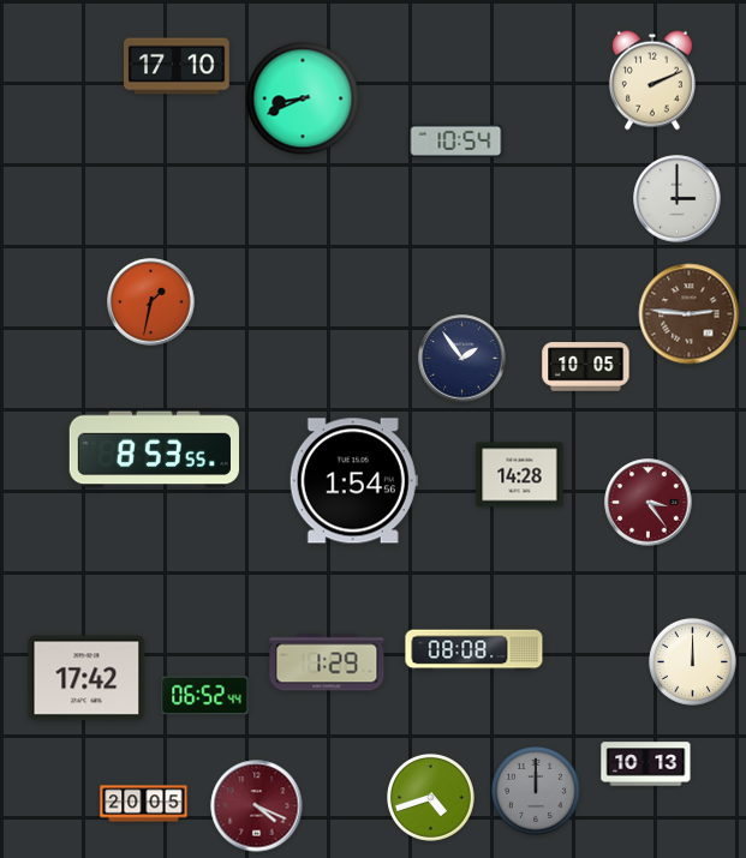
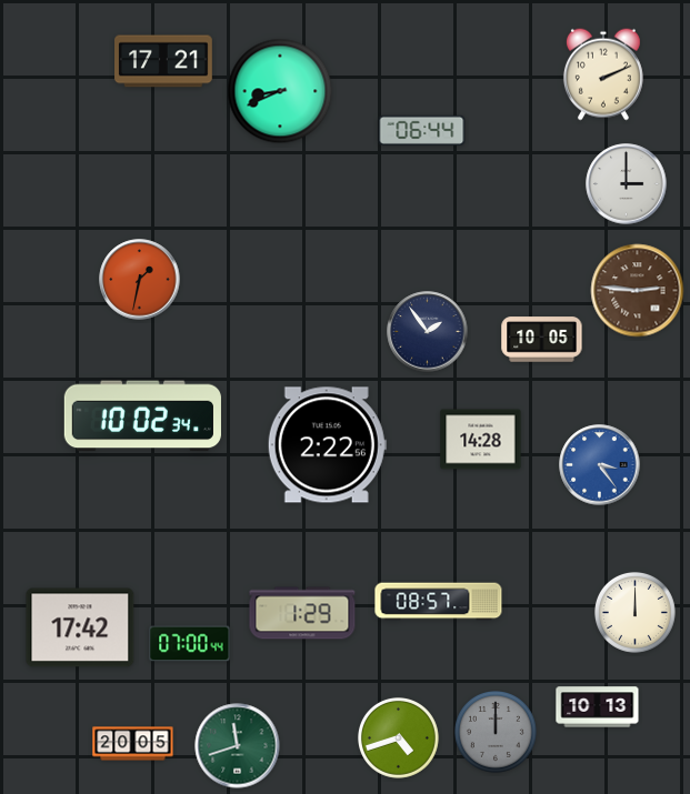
clock at (177, 66): 17:10 -> 17:21
clock at (456, 140): 10:54 -> 06:44
clock at (154, 450): 8:53 -> 10:02
clock at (353, 481): 1:54 -> 2:22
clock at (649, 503) dial: burgundy -> blue
clock at (475, 650): 08:08 -> 08:57
clock at (692, 661) position: (692, 661) -> (634, 612)
clock at (205, 696): 06:52 -> 07:00
clock at (257, 806): 4:19 -> 11:42
clock at (257, 806) dial: burgundy -> green
